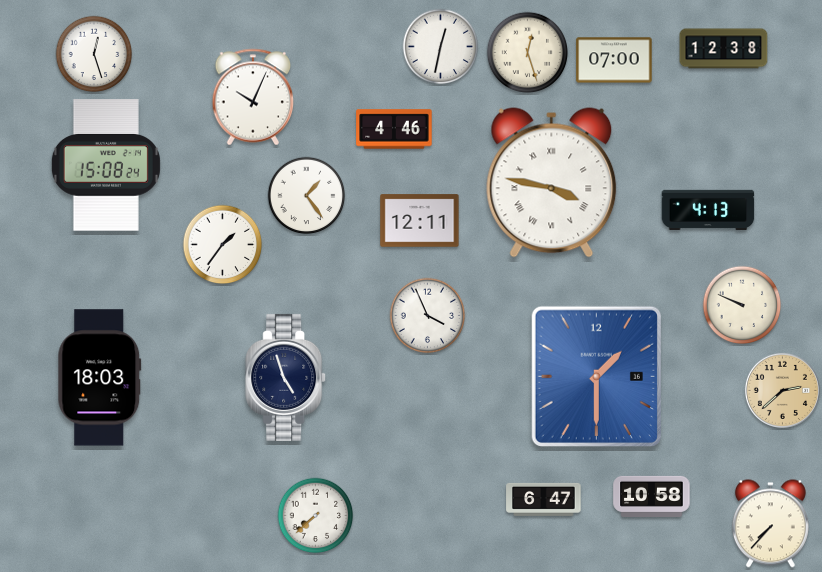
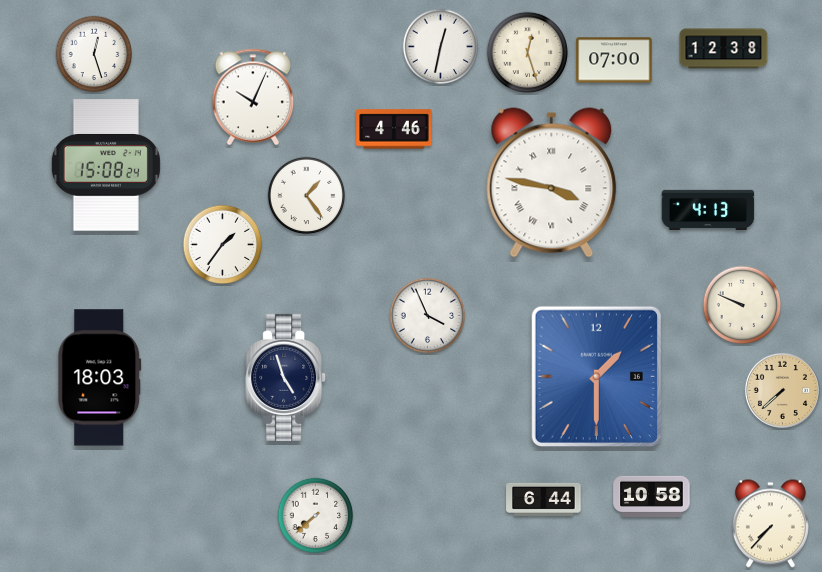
clock at (420, 221): 12:11 -> none
clock at (782, 390): 2:38 -> 7:38
clock at (544, 499): 6:47 -> 6:44
